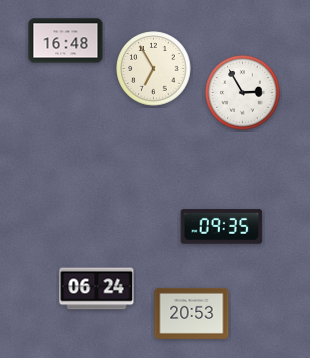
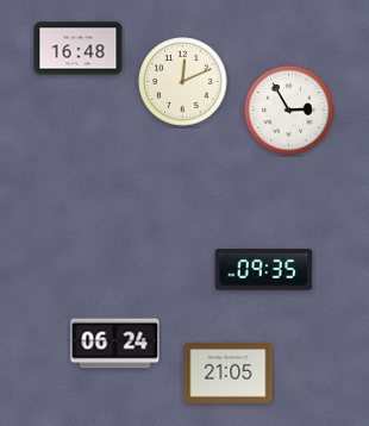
clock at (154, 69): 6:55 -> 12:11
clock at (192, 313): 20:53 -> 21:05
